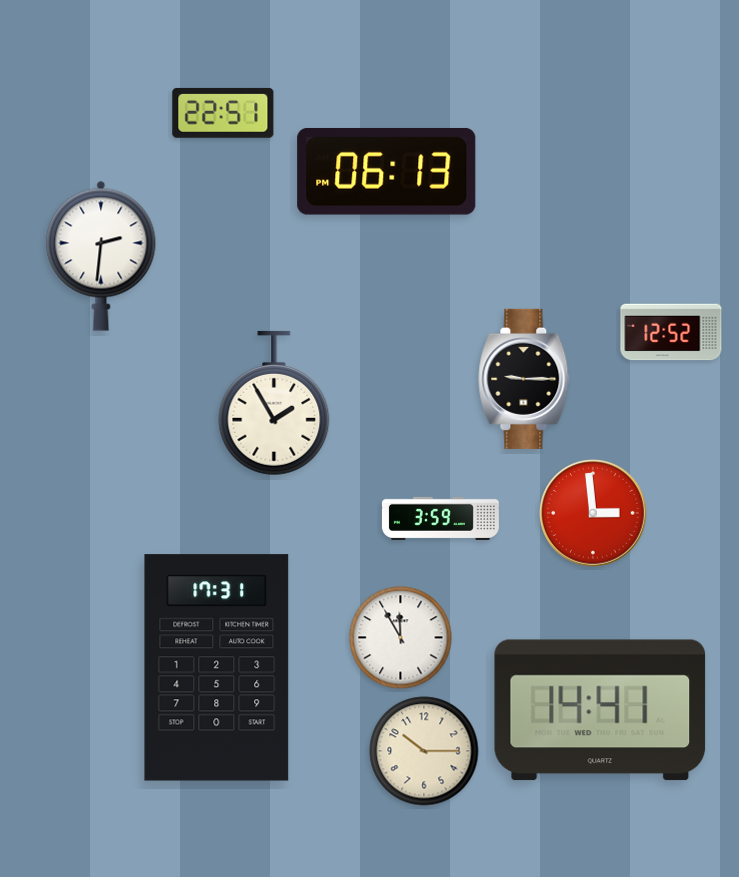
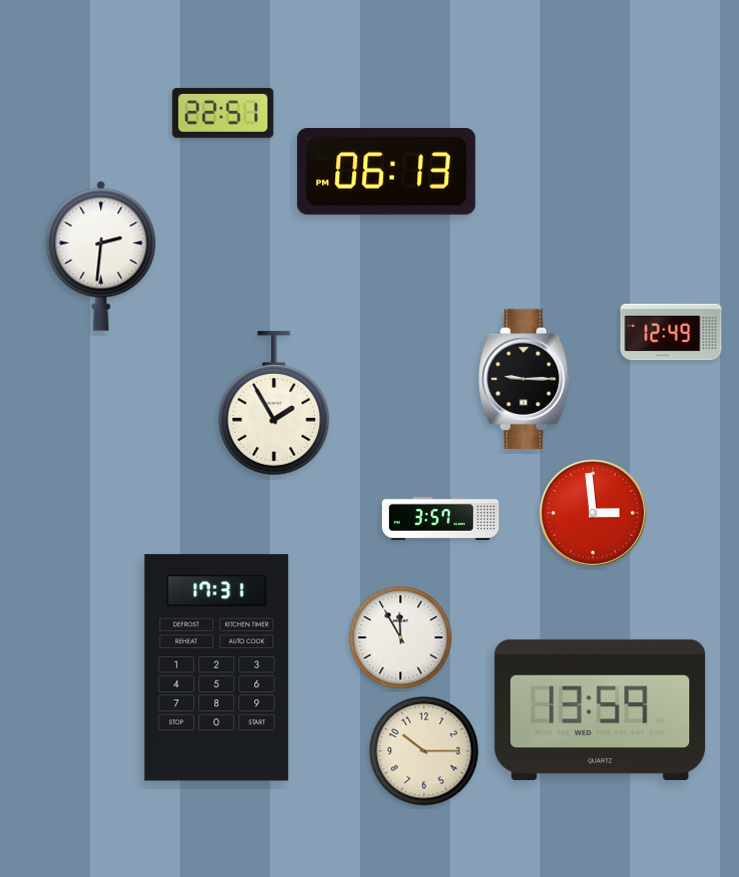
clock at (671, 332): 12:52 -> 12:49
clock at (440, 518): 3:59 -> 3:57
clock at (600, 710): 14:41 -> 13:59
